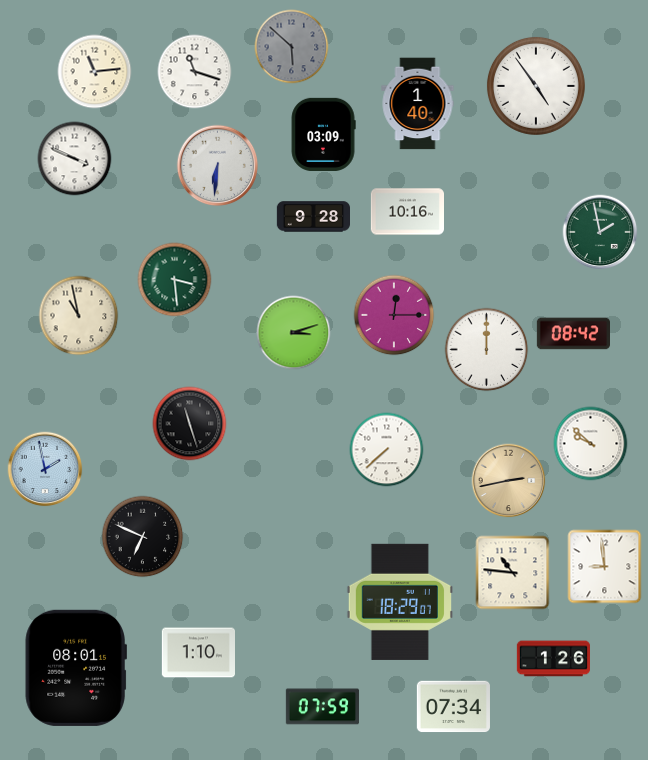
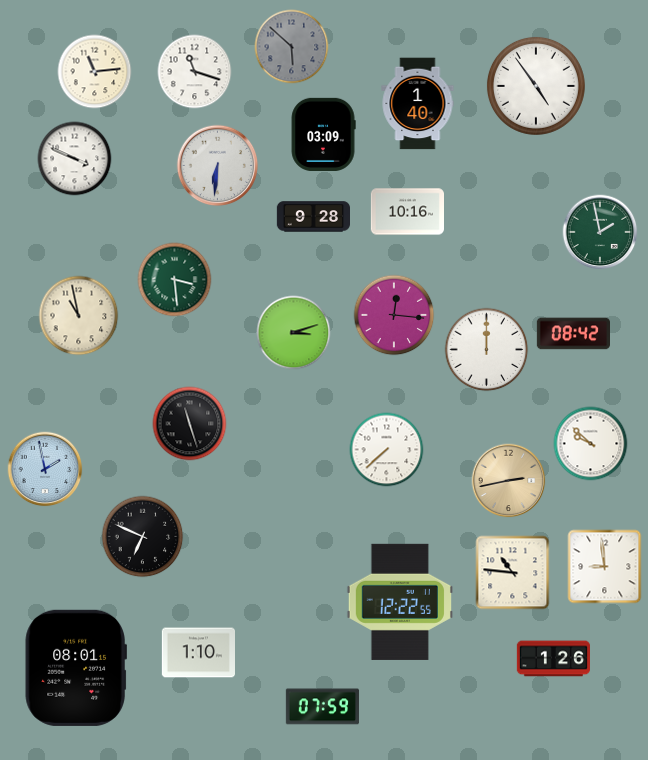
clock at (394, 315): 12:15 -> 12:16
clock at (400, 602): 18:29 -> 12:22
clock at (453, 707): 07:34 -> none
